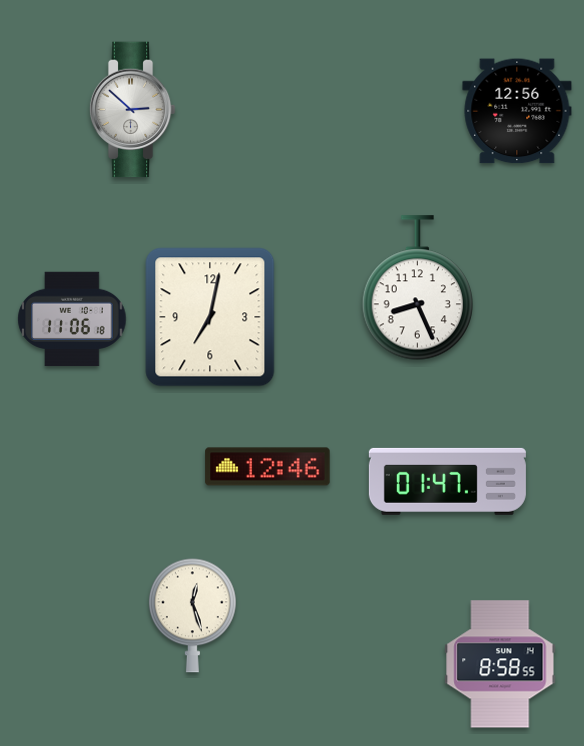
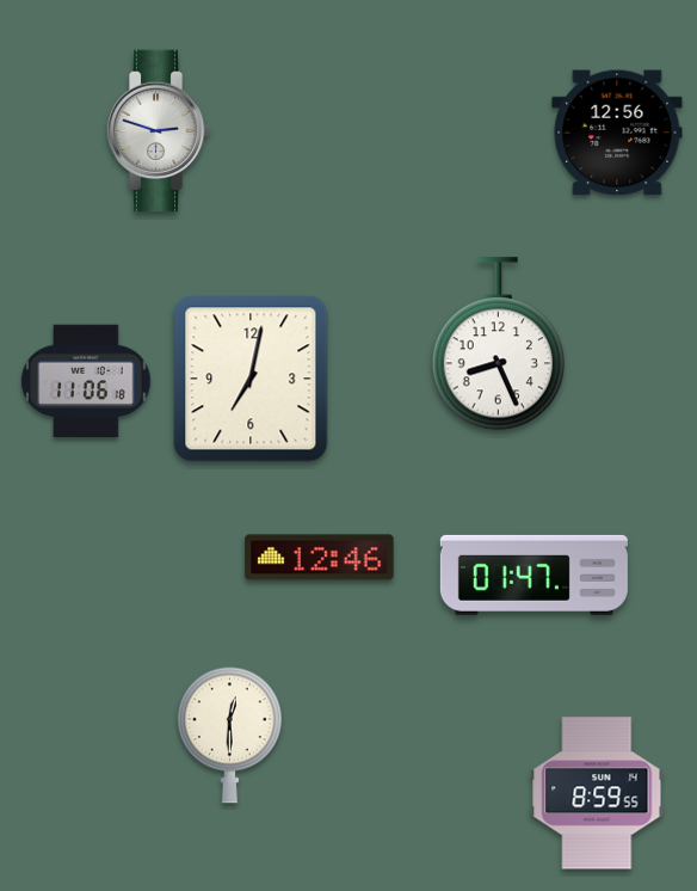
clock at (132, 110): 2:52 -> 2:48
clock at (192, 616): 12:27 -> 12:30
clock at (500, 664): 8:58 -> 8:59
